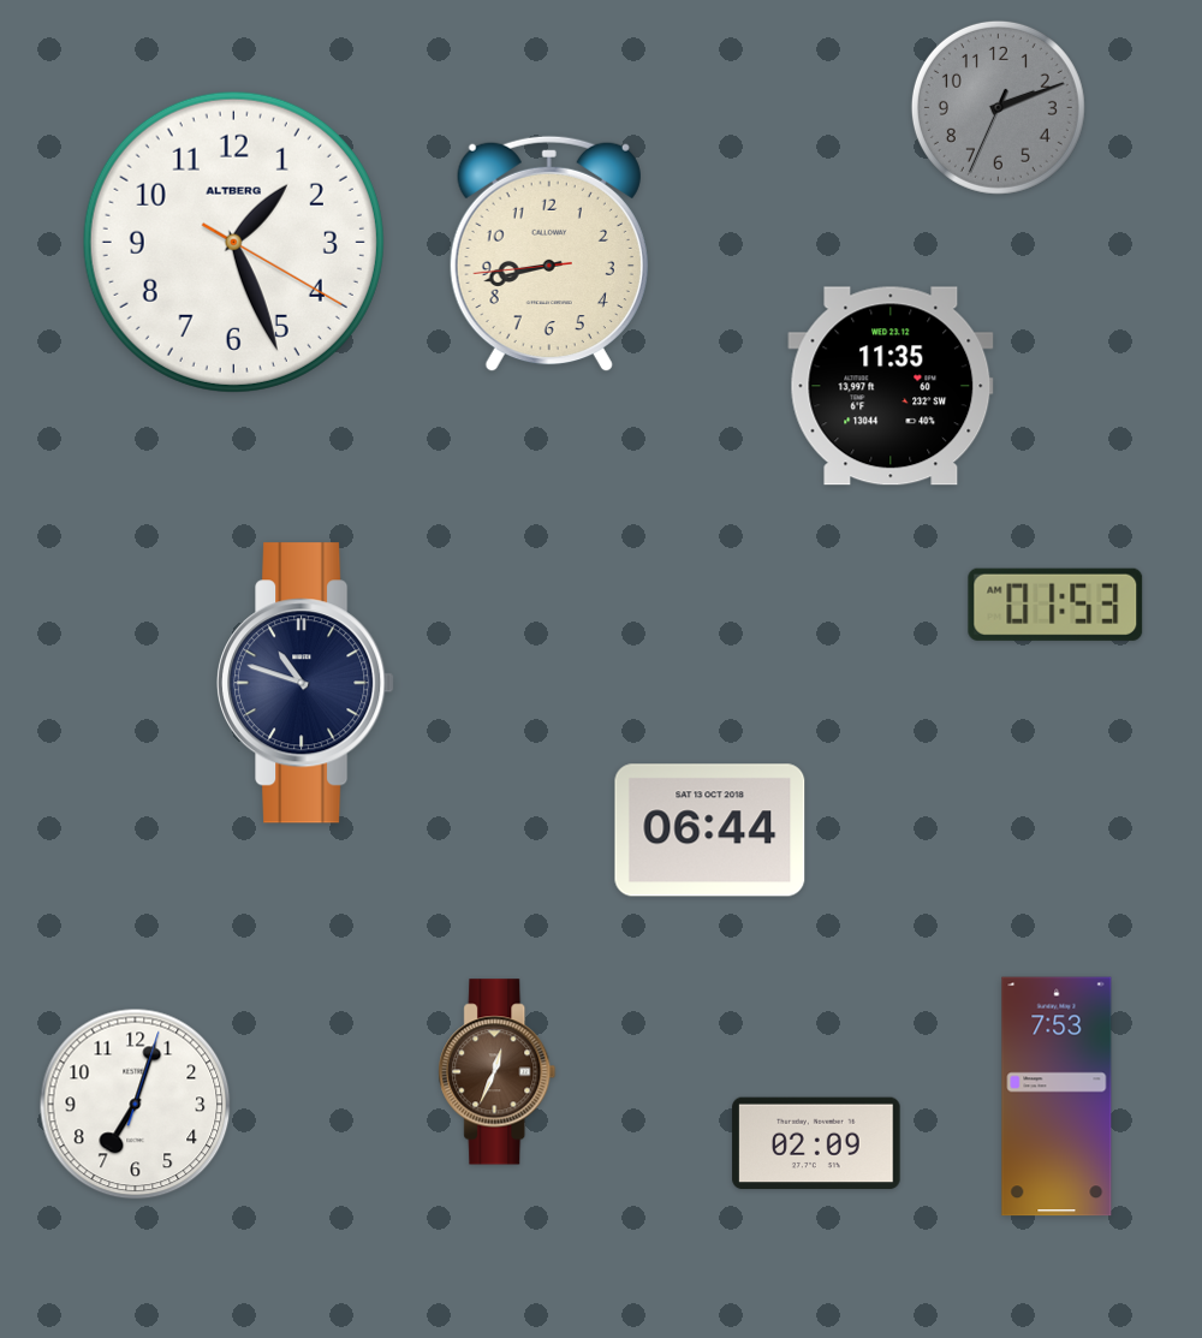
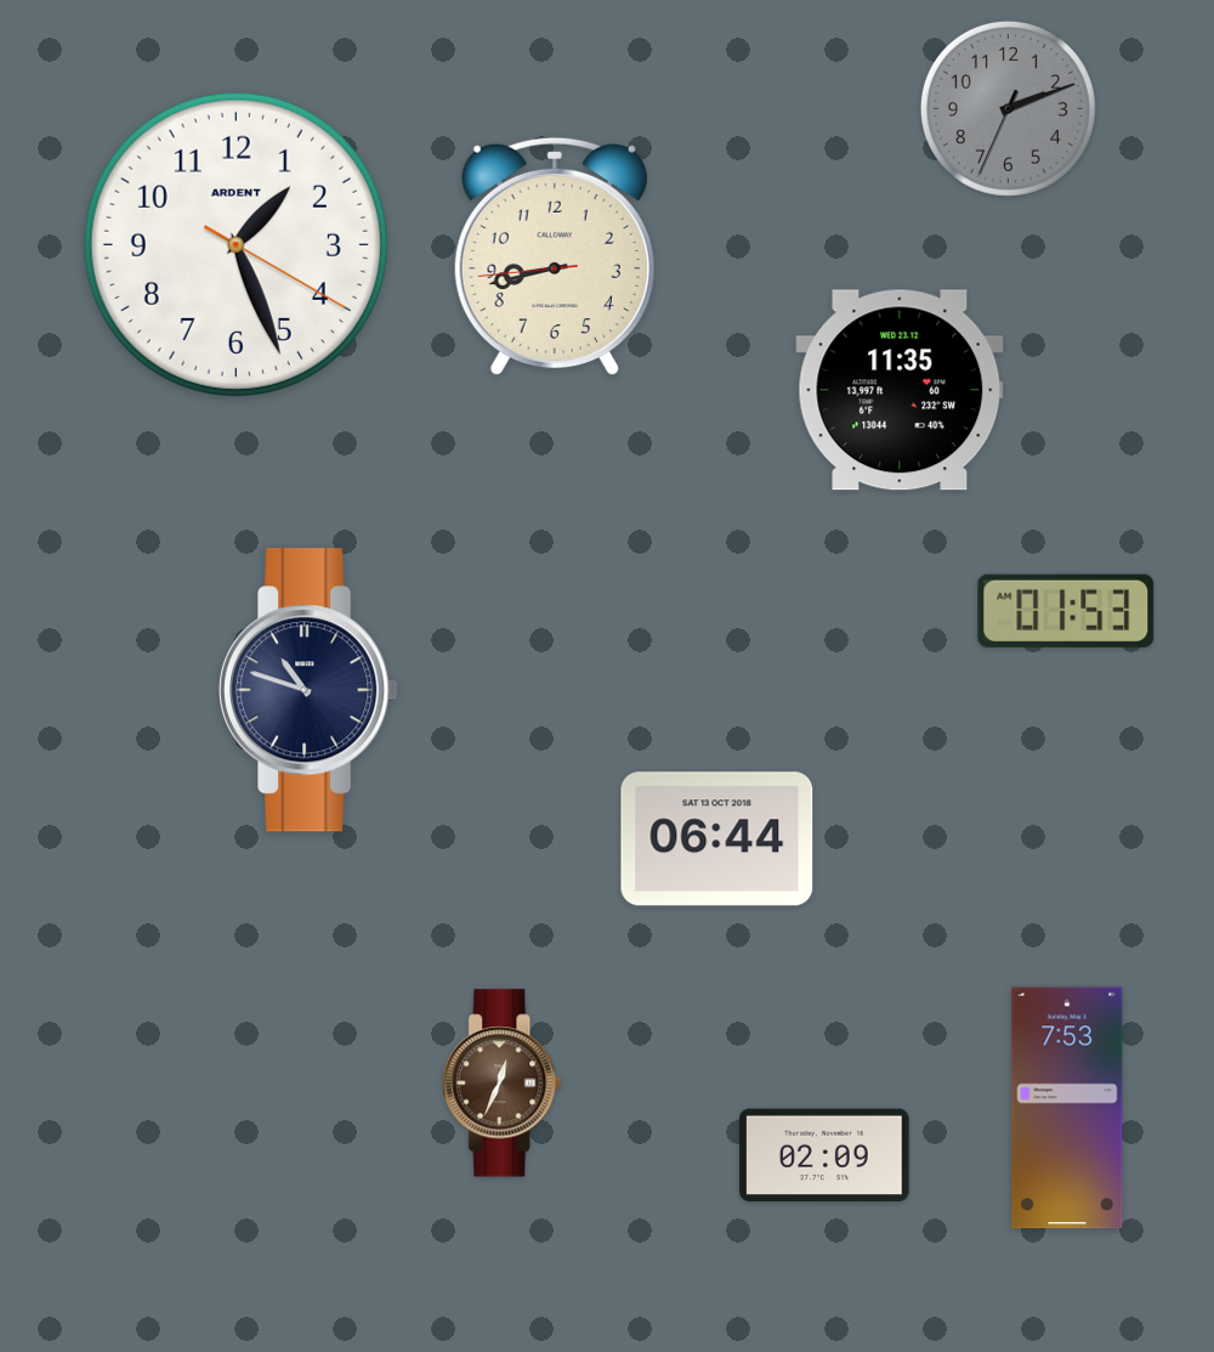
clock at (233, 242) brand: ALTBERG -> ARDENT
clock at (136, 1105): 7:03 -> none
